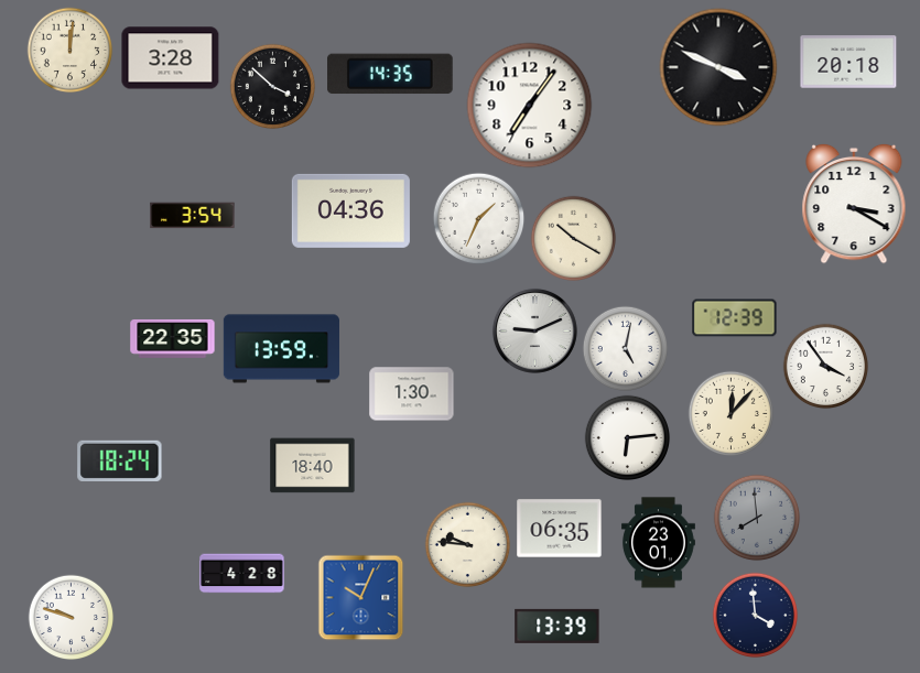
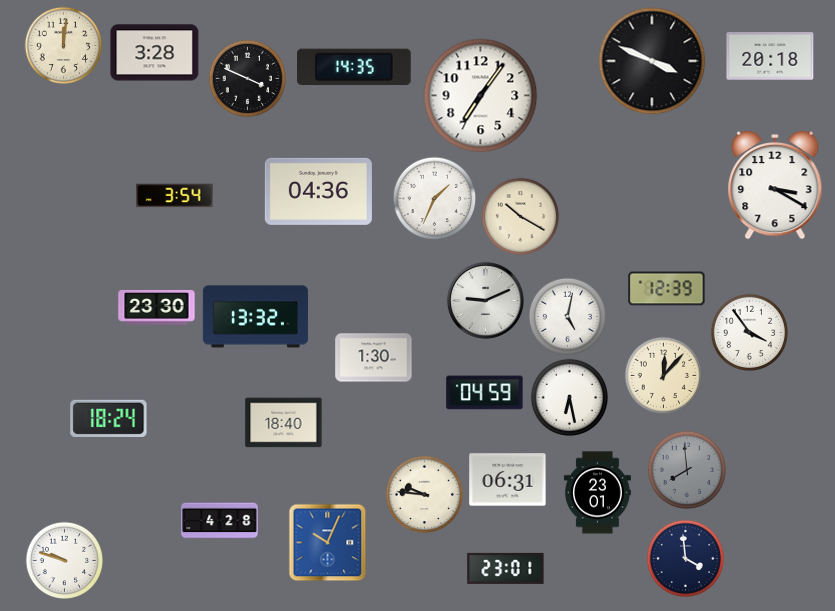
clock at (272, 86): 3:52 -> 3:49
clock at (173, 338): 22:35 -> 23:30
clock at (281, 349): 13:59 -> 13:32
clock at (485, 393): none -> 04:59
clock at (627, 437): 6:14 -> 6:28
clock at (560, 529): 06:35 -> 06:31
clock at (558, 626): 13:39 -> 23:01
